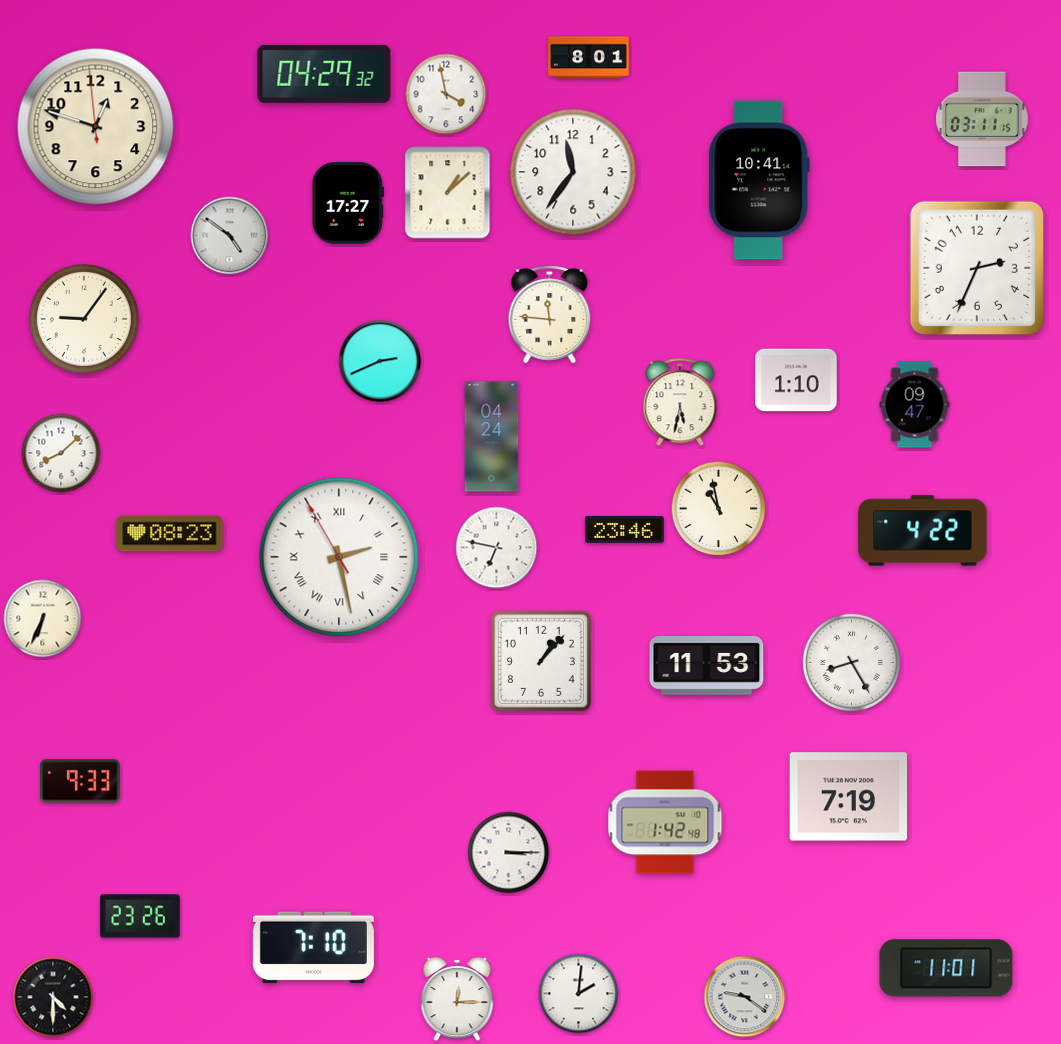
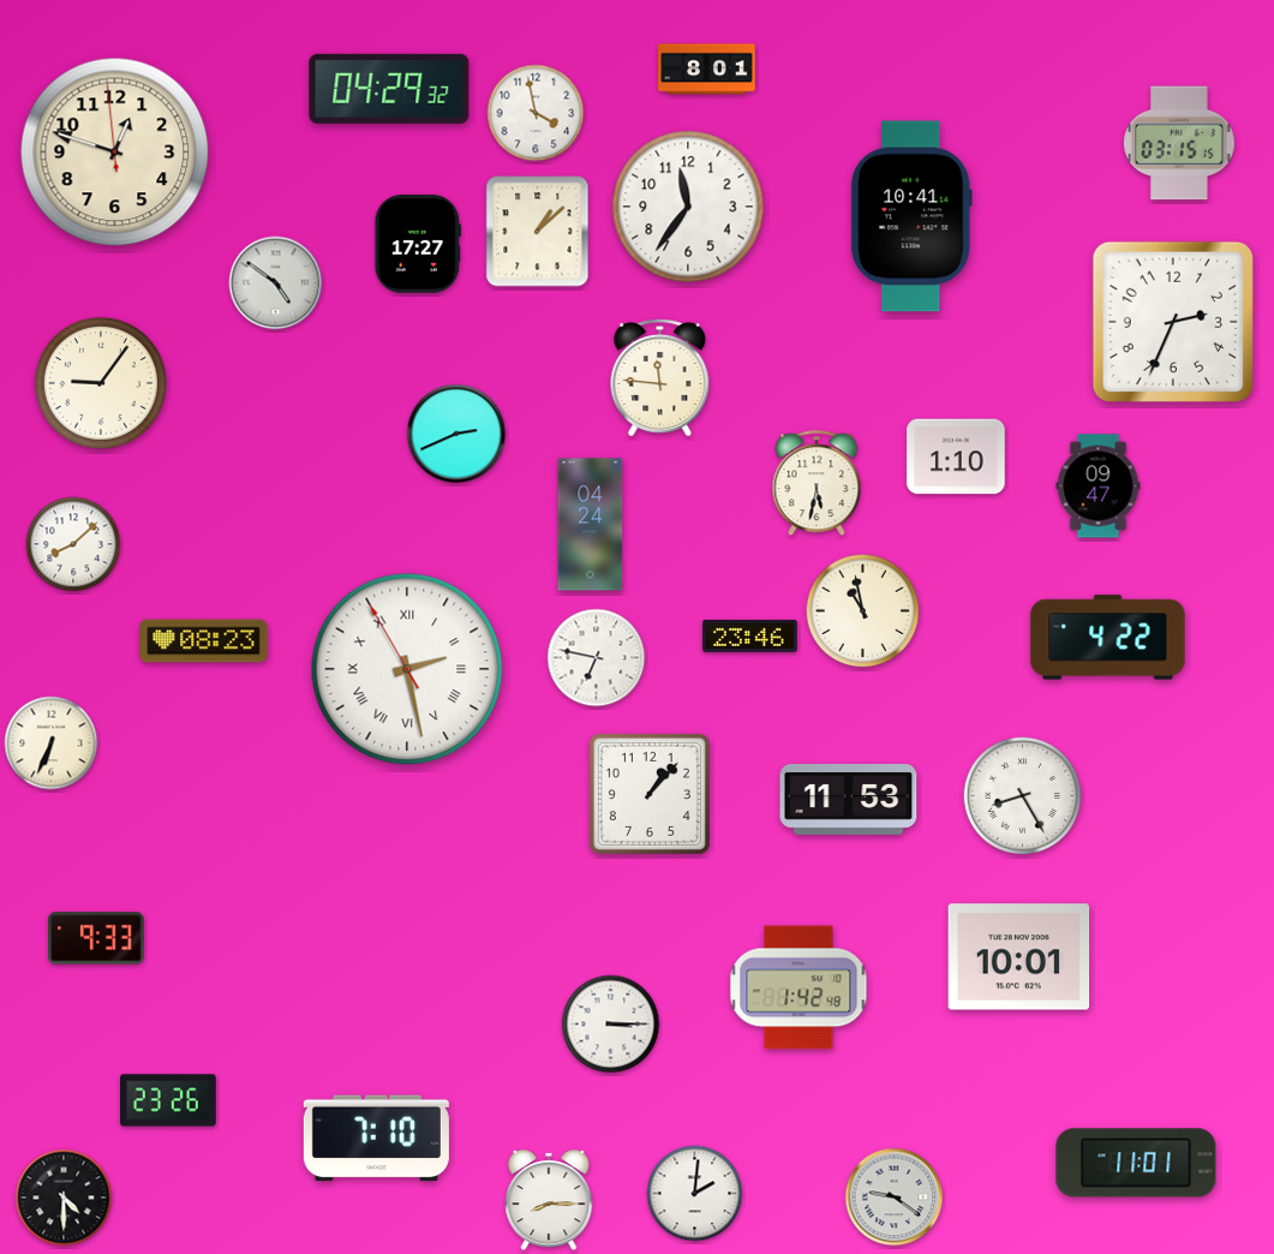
clock at (982, 119): 03:11 -> 03:15
clock at (849, 797): 7:19 -> 10:01
clock at (457, 999): 12:15 -> 8:15
